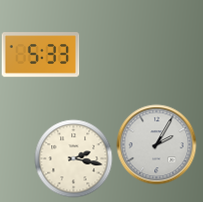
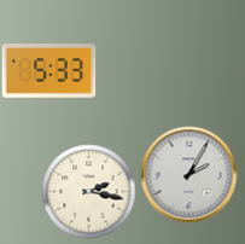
clock at (40, 55) position: (40, 55) -> (48, 71)
